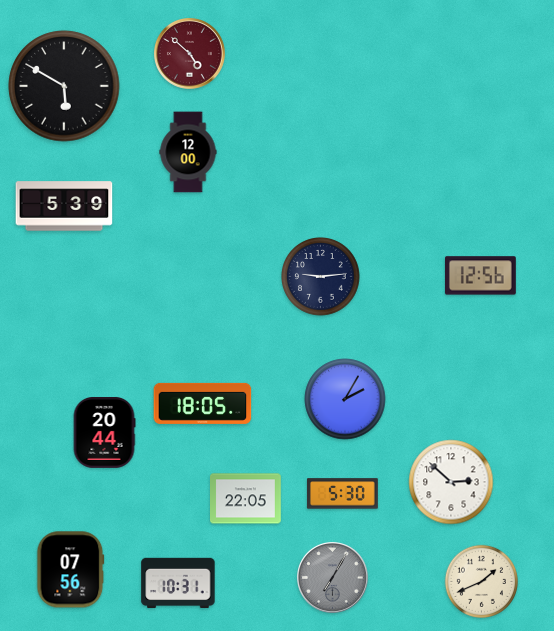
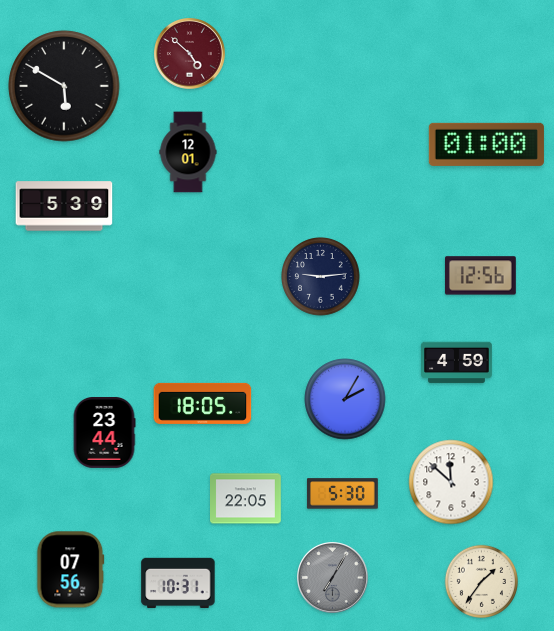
clock at (486, 144): none -> 01:00
clock at (188, 152): 12:00 -> 12:01
clock at (457, 363): none -> 4:59
clock at (104, 433): 20:44 -> 23:44
clock at (451, 482): 2:52 -> 11:52
clock at (481, 581): 1:41 -> 1:36
